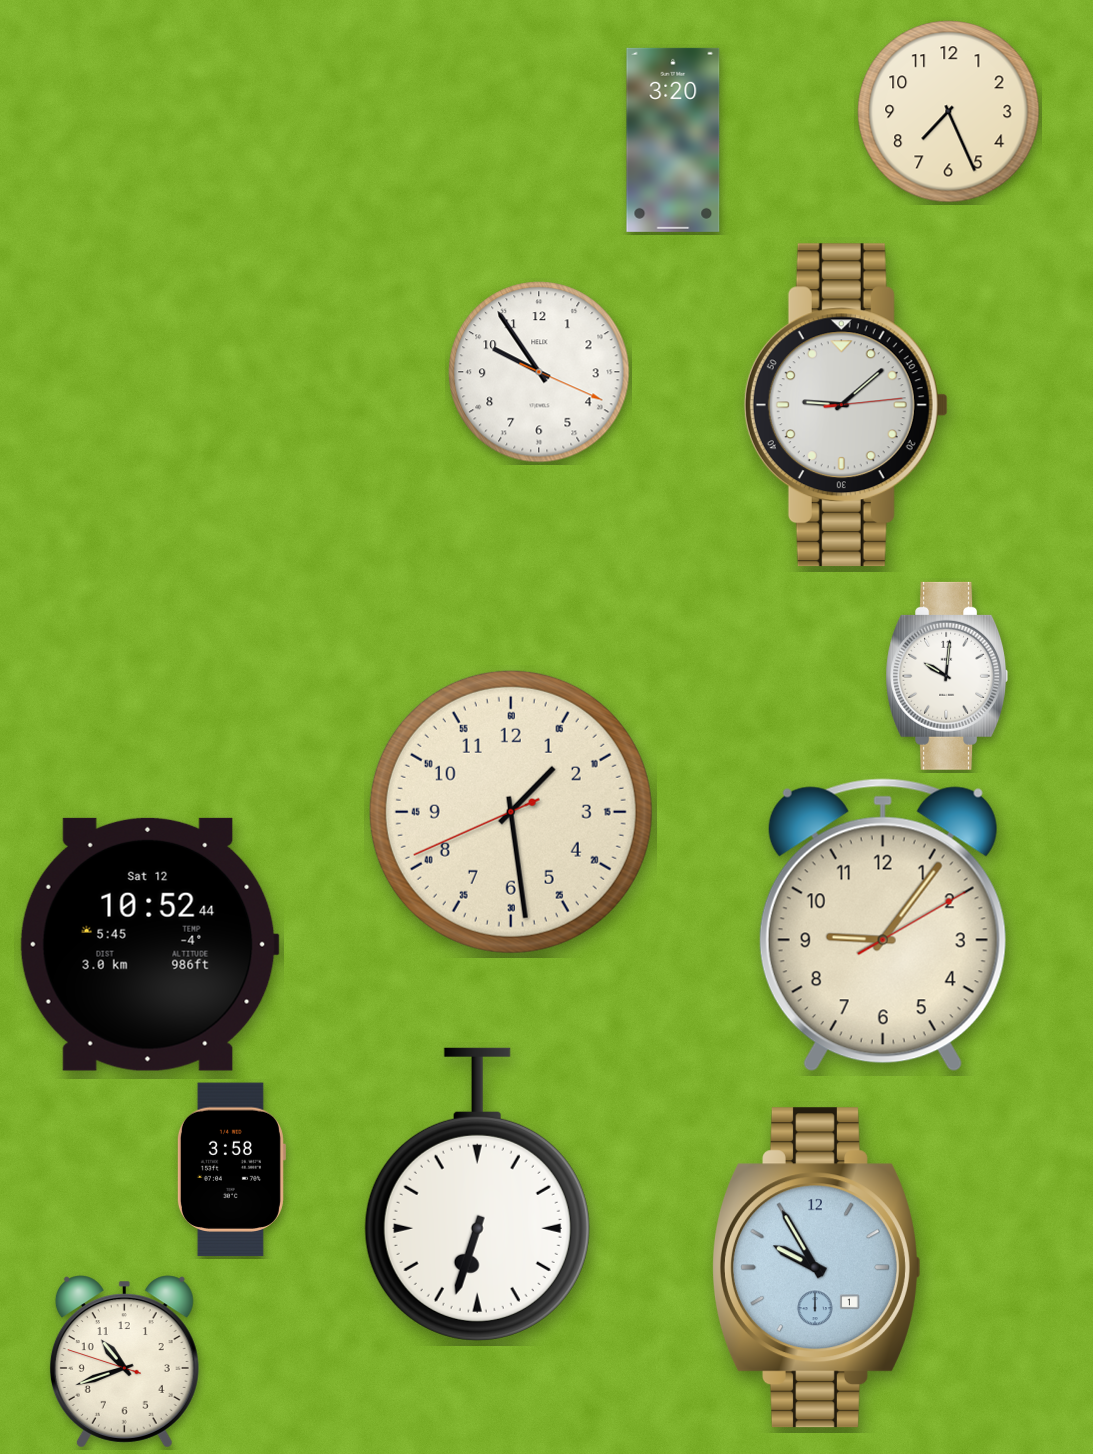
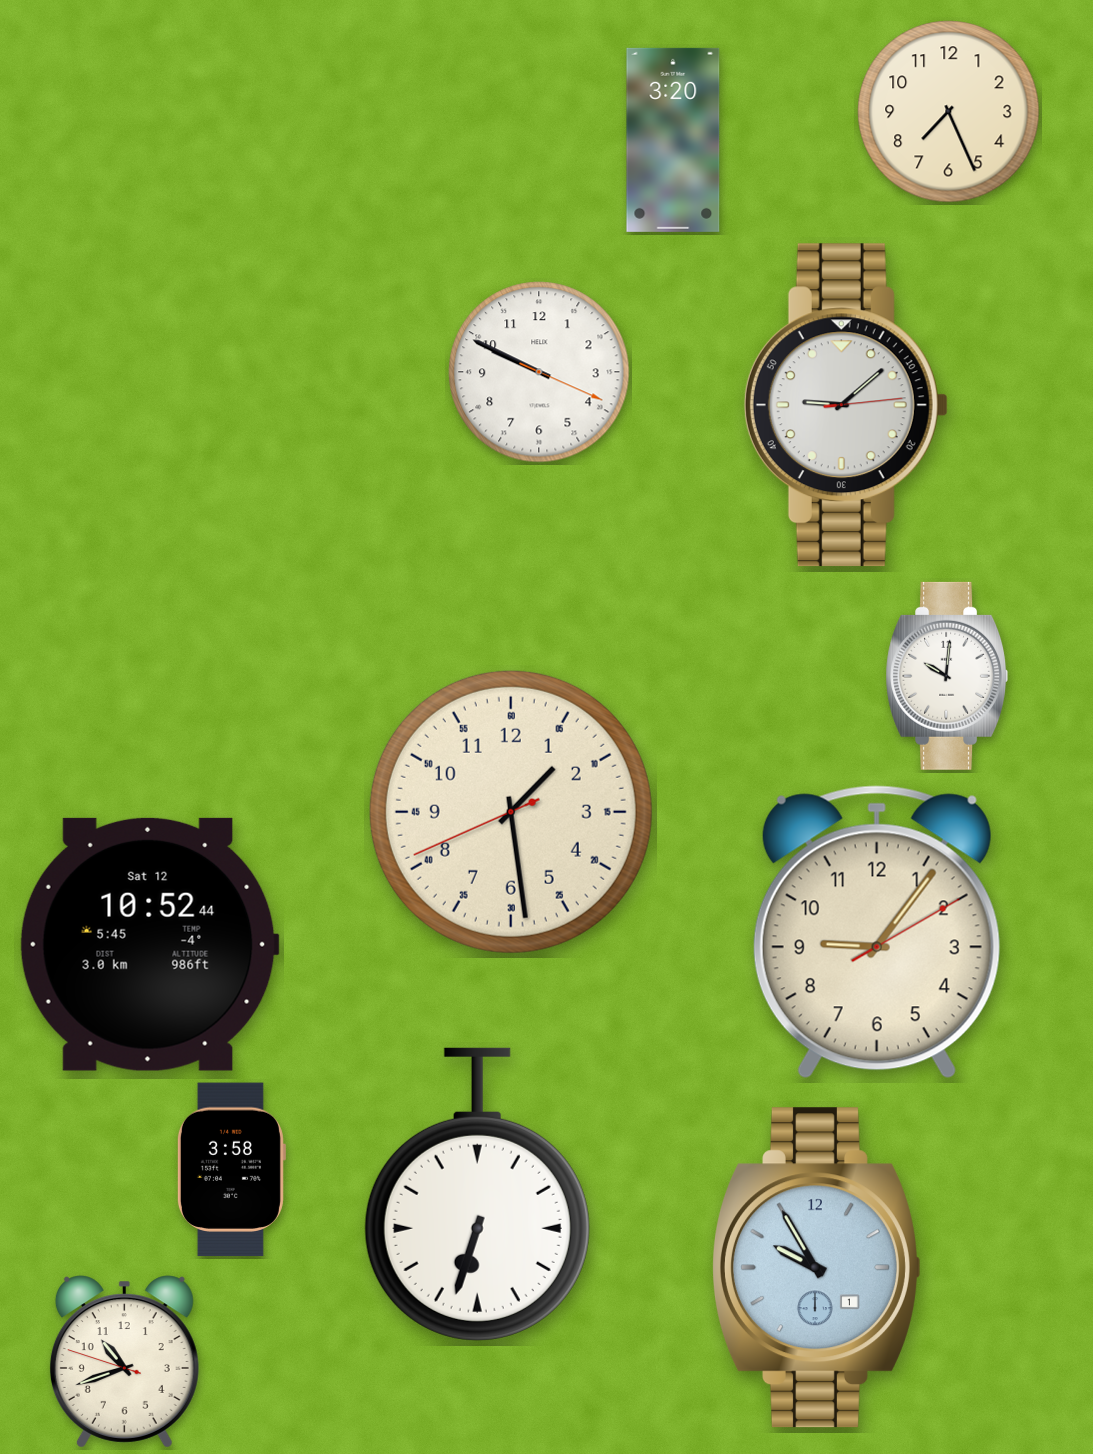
clock at (539, 372): 9:54 -> 9:49
clock at (883, 925) position: (883, 925) -> (877, 932)
